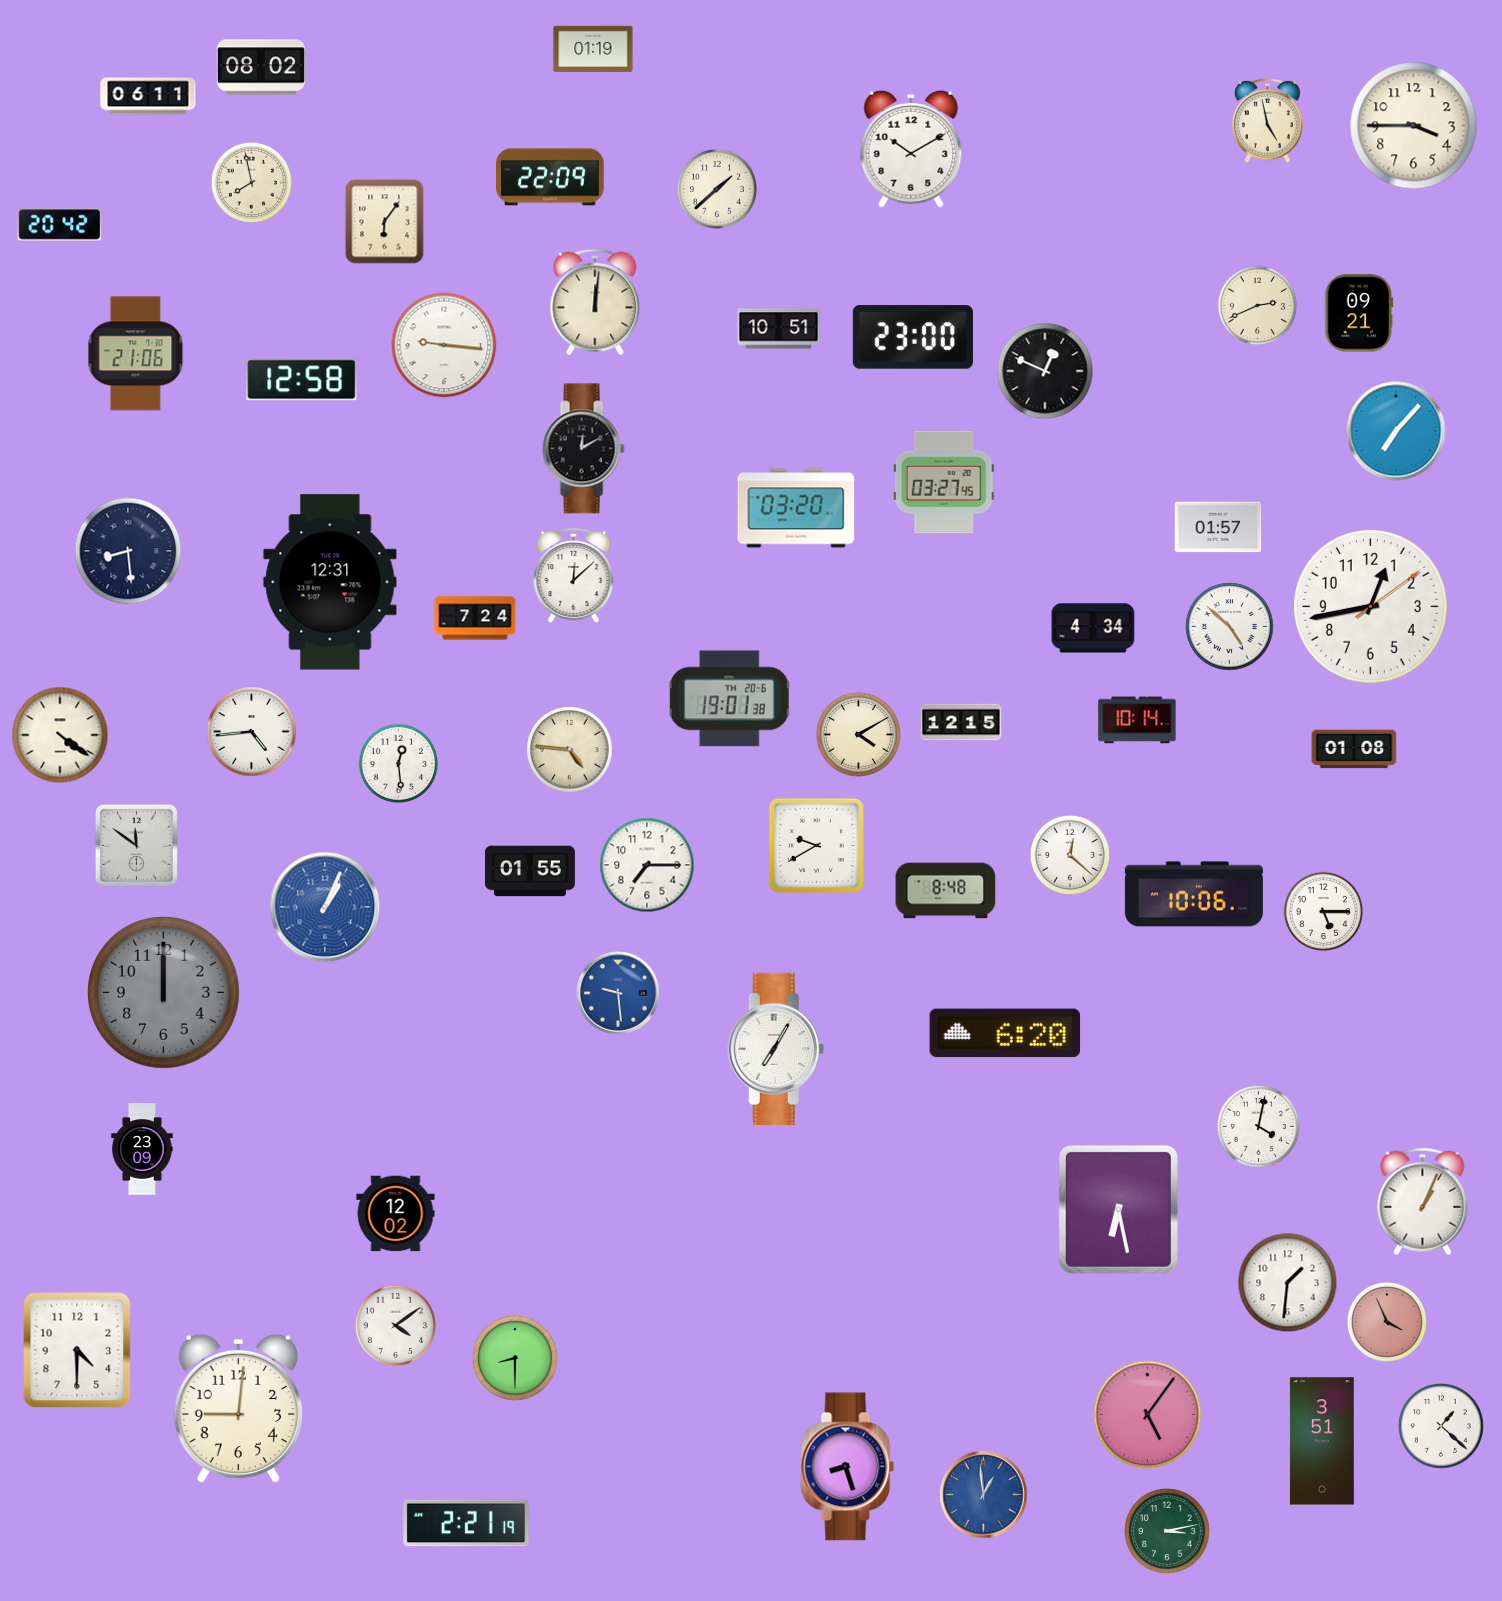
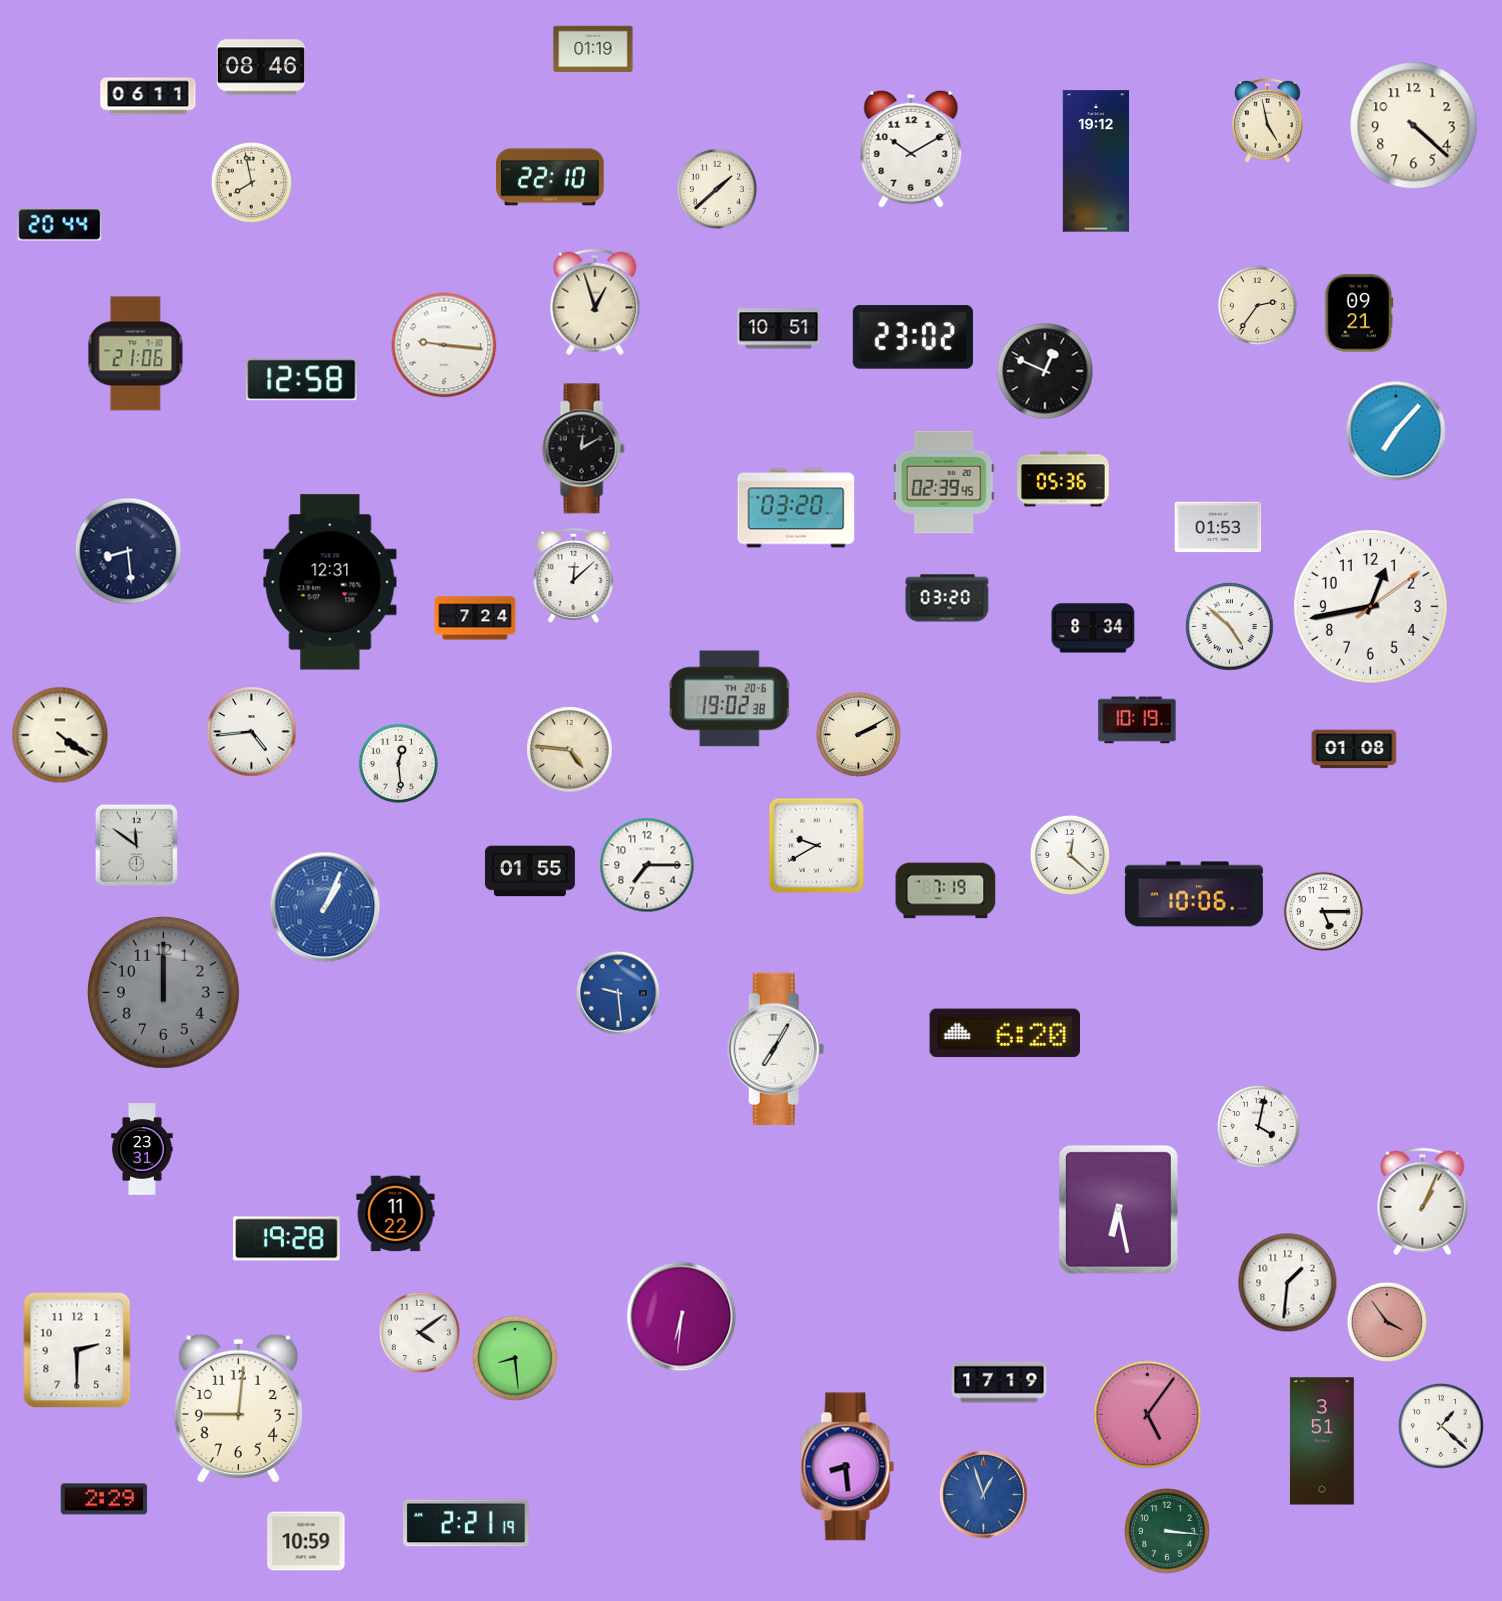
clock at (261, 67): 08:02 -> 08:46
clock at (1414, 126): 3:45 -> 4:22
clock at (1095, 161): none -> 19:12
clock at (550, 177): 22:09 -> 22:10
clock at (385, 222): 6:06 -> none
clock at (60, 225): 20:42 -> 20:44
clock at (595, 302): 12:01 -> 12:57
clock at (1258, 306): 2:41 -> 2:36
clock at (913, 337): 23:00 -> 23:02
clock at (1063, 479): none -> 05:36
clock at (944, 482): 03:27 -> 02:39
clock at (1218, 527): 01:57 -> 01:53
clock at (947, 598): none -> 03:20
clock at (1093, 628): 4:34 -> 8:34
clock at (730, 699): 19:01 -> 19:02
clock at (1137, 720): 10:14 -> 10:19
clock at (961, 722): 12:15 -> none
clock at (858, 734): 4:10 -> 2:10
clock at (946, 891): 8:48 -> 7:19
clock at (142, 1149): 23:09 -> 23:31
clock at (396, 1214): 12:02 -> 11:22
clock at (286, 1239): none -> 19:28
clock at (682, 1317): none -> 6:31
clock at (1386, 1321): 3:56 -> 3:54
clock at (395, 1325) position: (395, 1325) -> (419, 1332)
clock at (77, 1350): 4:30 -> 2:30
clock at (516, 1359): 8:30 -> 8:29
clock at (999, 1382): none -> 17:19
clock at (848, 1467): 8:27 -> 8:29
clock at (984, 1495): 12:59 -> 12:57
clock at (104, 1499): none -> 2:29
clock at (1168, 1532): 3:13 -> 3:16
clock at (306, 1541): none -> 10:59
